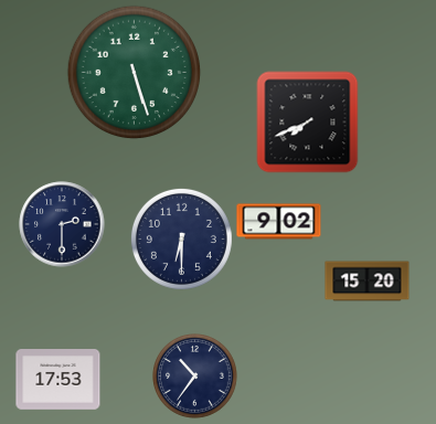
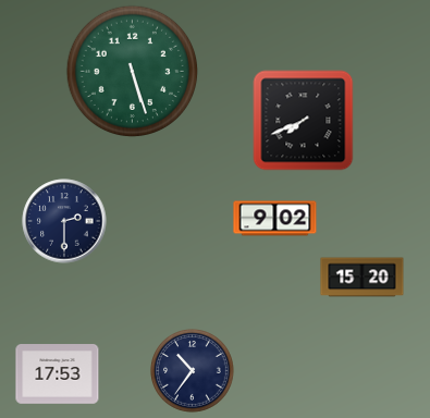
clock at (62, 224) position: (62, 224) -> (64, 221)
clock at (181, 239): 6:30 -> none
